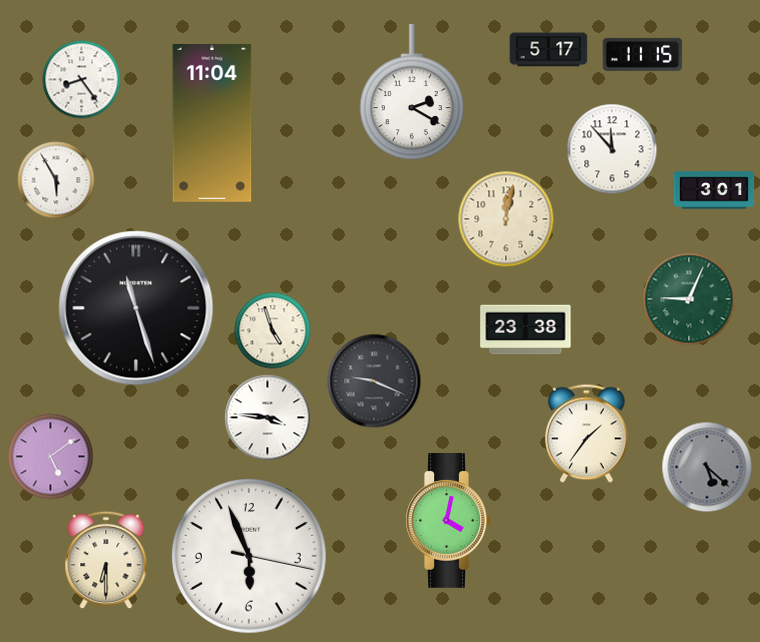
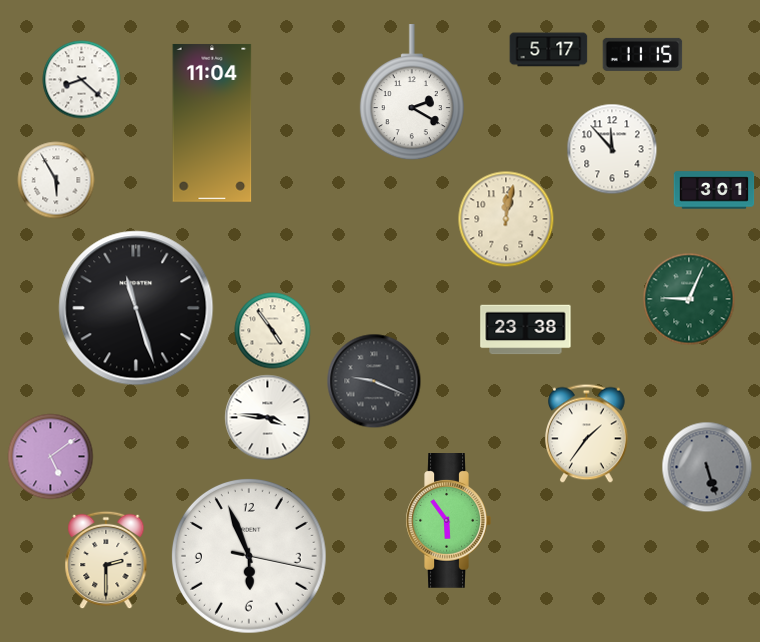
clock at (82, 80): 8:24 -> 8:22
clock at (273, 331): 4:57 -> 4:54
clock at (707, 467): 5:22 -> 5:27
clock at (448, 521): 4:02 -> 5:54
clock at (106, 560): 6:30 -> 2:30
